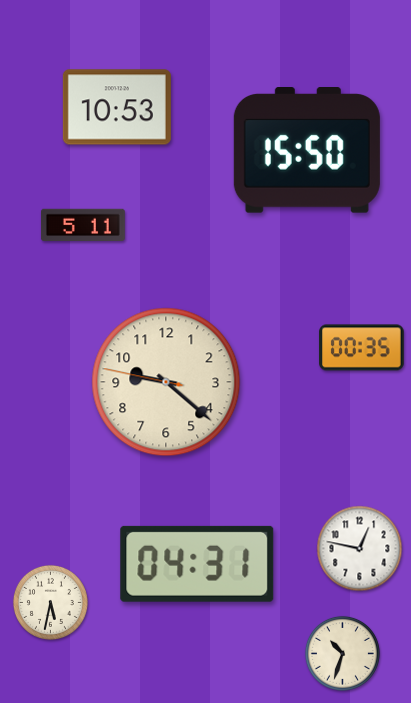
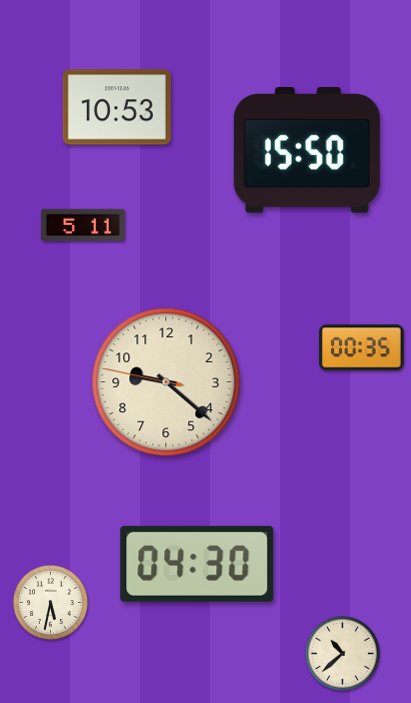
clock at (360, 549): 12:47 -> none
clock at (197, 564): 04:31 -> 04:30
clock at (342, 653): 10:33 -> 10:38
